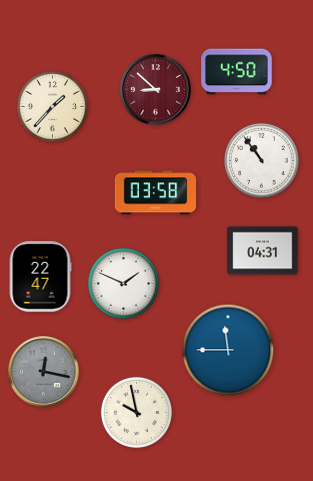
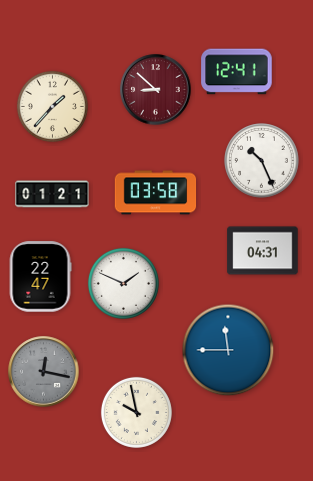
clock at (237, 72): 4:50 -> 12:41
clock at (262, 161): 10:54 -> 10:26
clock at (52, 194): none -> 01:21
